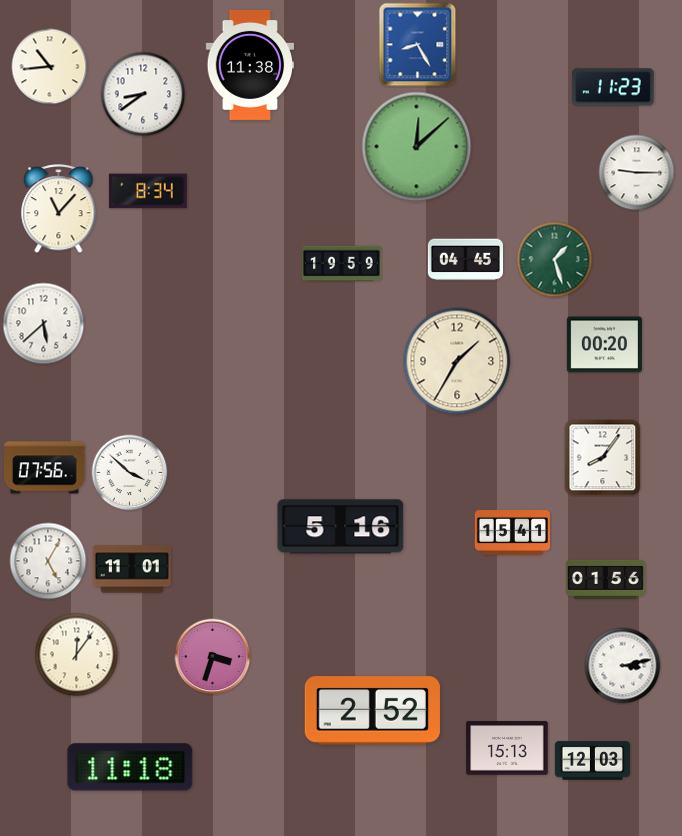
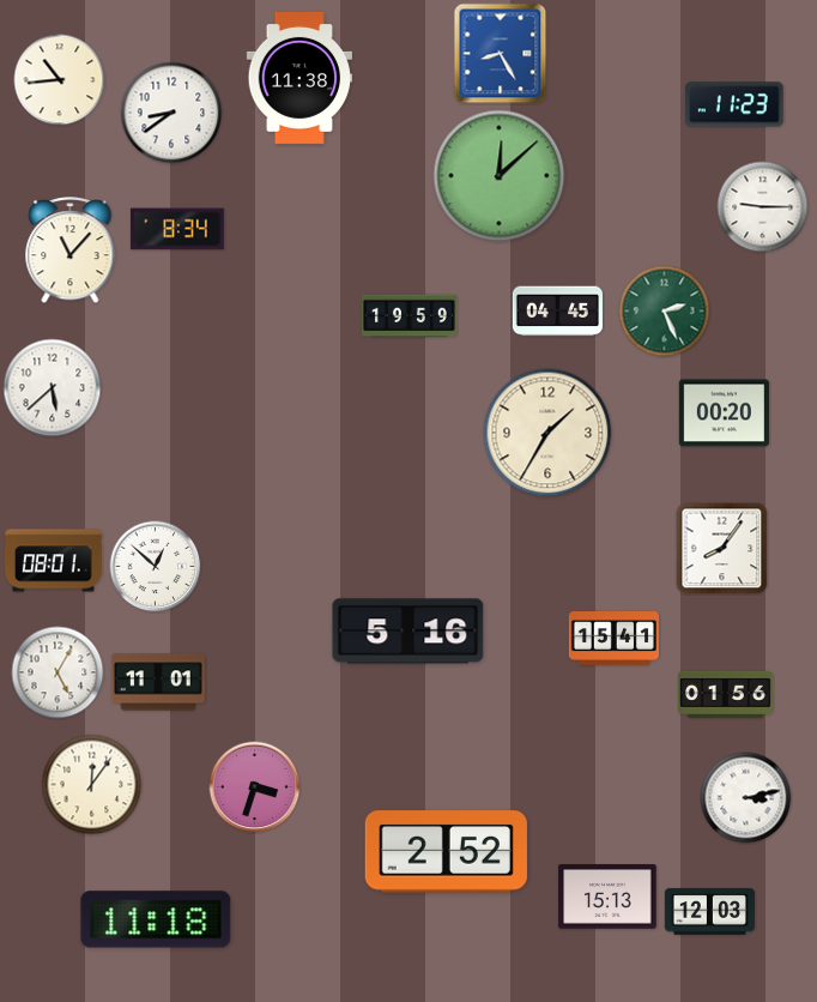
clock at (555, 260): 1:27 -> 2:26
clock at (45, 468): 07:56 -> 08:01
clock at (130, 473): 3:52 -> 12:52
